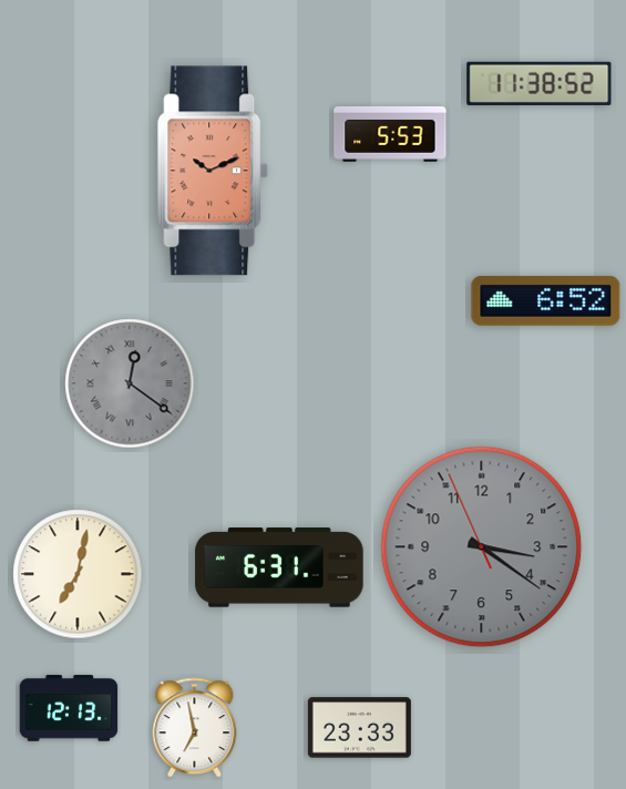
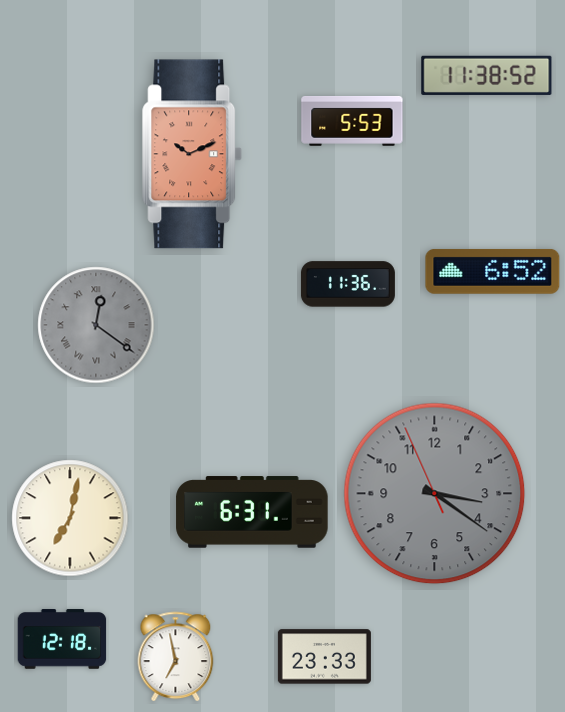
clock at (348, 284): none -> 11:36
clock at (130, 383) position: (130, 383) -> (96, 325)
clock at (69, 708): 12:13 -> 12:18
